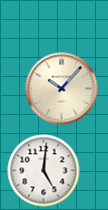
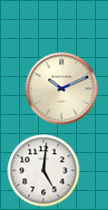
clock at (62, 89): 10:07 -> 10:11
